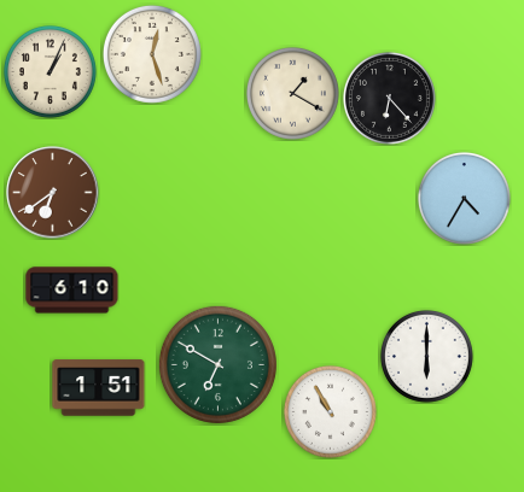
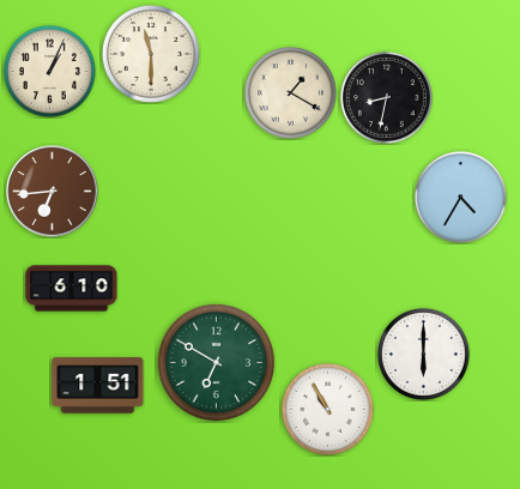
clock at (152, 54): 12:27 -> 11:30
clock at (389, 98): 6:23 -> 8:32
clock at (53, 193): 6:39 -> 6:44
